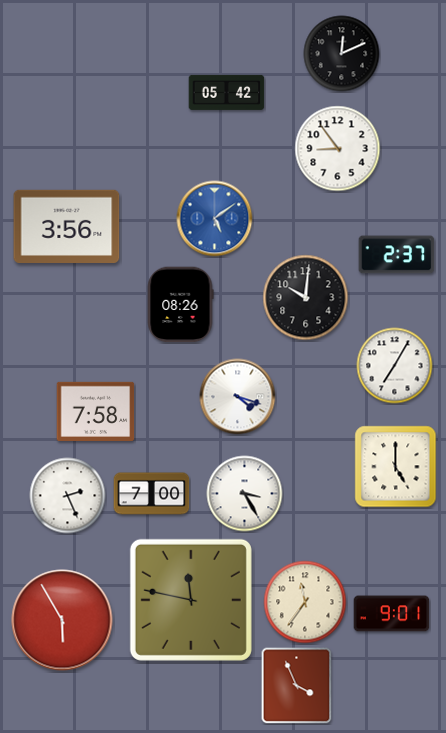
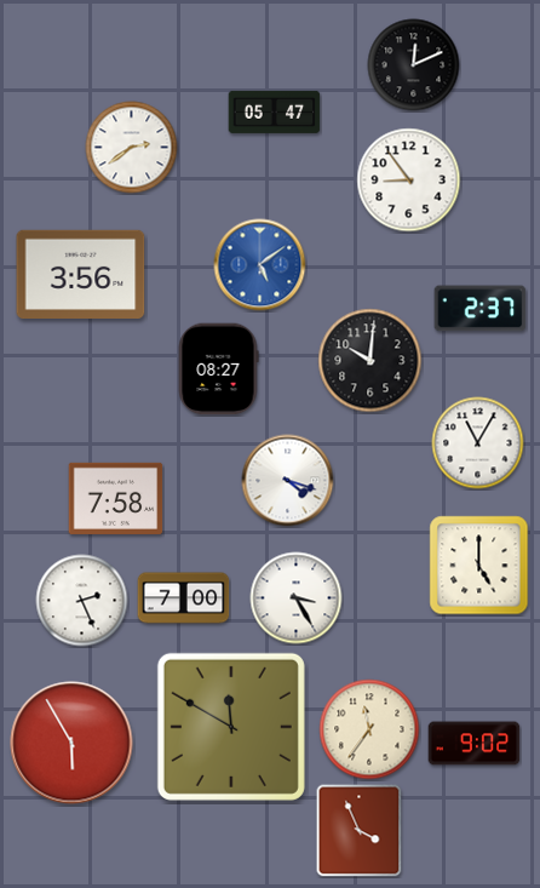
clock at (227, 92): 05:42 -> 05:47
clock at (132, 148): none -> 2:39
clock at (180, 305): 08:26 -> 08:27
clock at (395, 366): 7:05 -> 11:05
clock at (191, 600): 11:47 -> 11:50
clock at (392, 614): 9:01 -> 9:02
clock at (62, 620) position: (62, 620) -> (71, 743)
